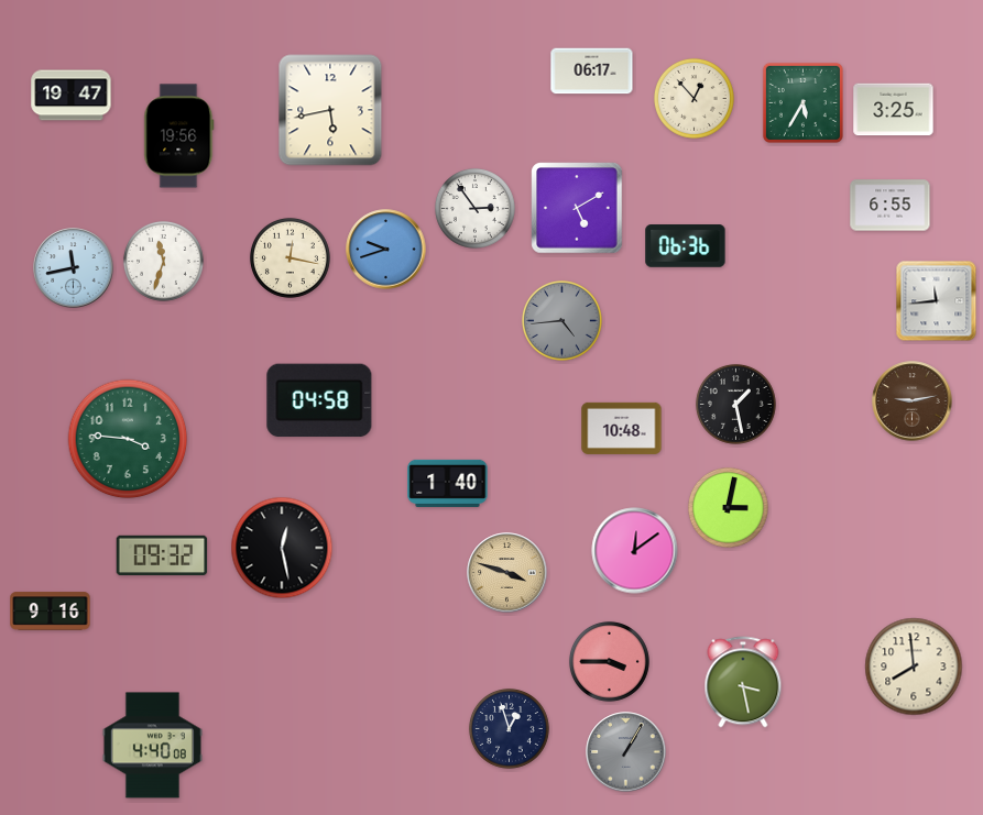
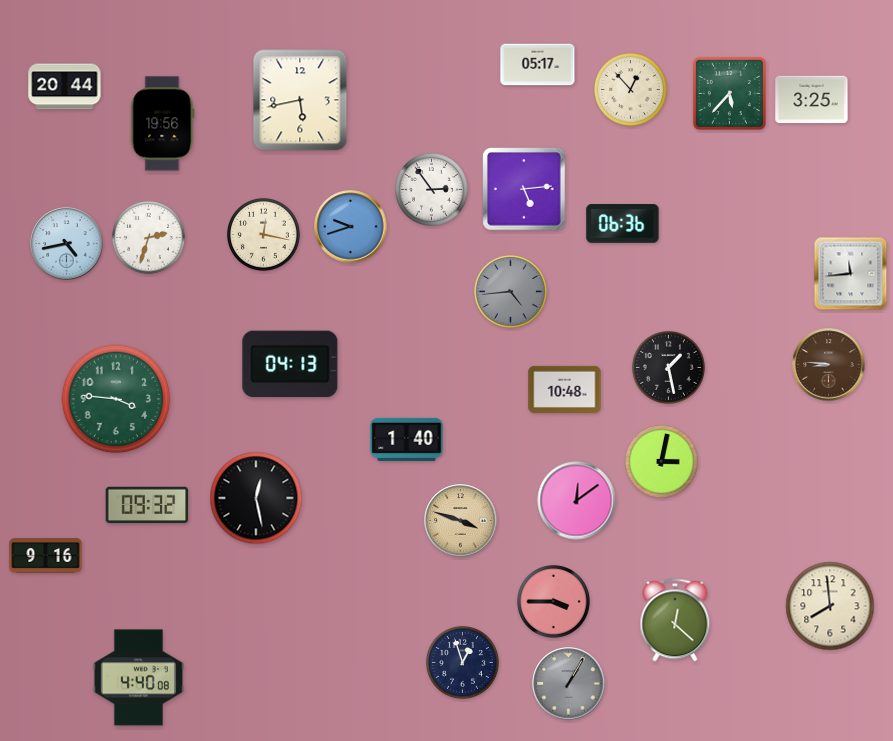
clock at (592, 71): 06:17 -> 05:17
clock at (72, 96): 19:47 -> 20:44
clock at (802, 102): 5:35 -> 5:37
clock at (891, 206): 6:55 -> none
clock at (577, 208): 5:10 -> 5:14
clock at (163, 261): 11:33 -> 2:33
clock at (74, 268): 11:43 -> 4:43
clock at (319, 400): 04:58 -> 04:13
clock at (913, 401): 9:13 -> 8:46
clock at (743, 682): 3:28 -> 12:22
